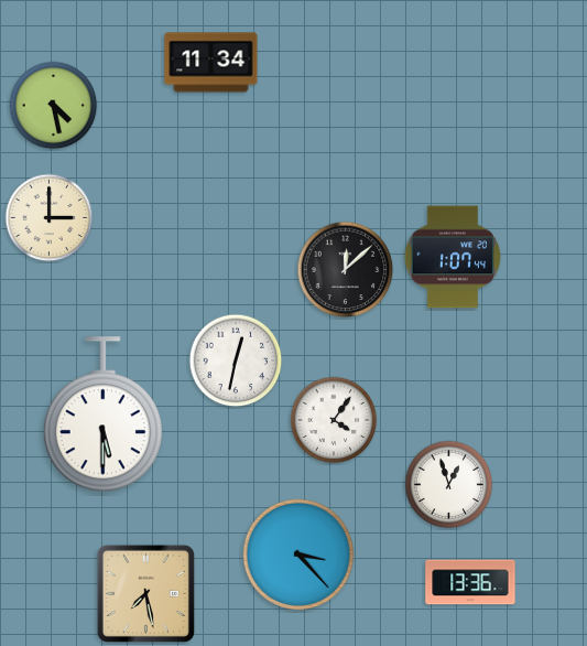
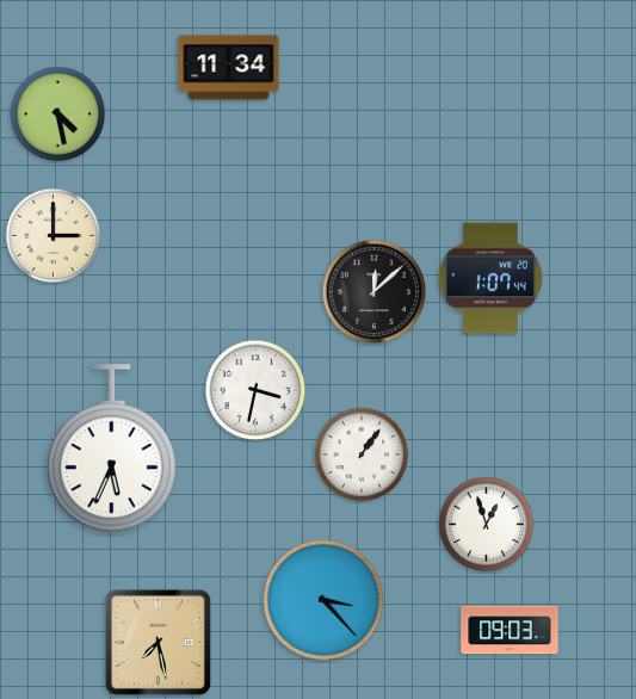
clock at (236, 360): 12:32 -> 3:32
clock at (102, 414): 5:30 -> 5:34
clock at (334, 420): 4:06 -> 1:06
clock at (470, 582): 13:36 -> 09:03
